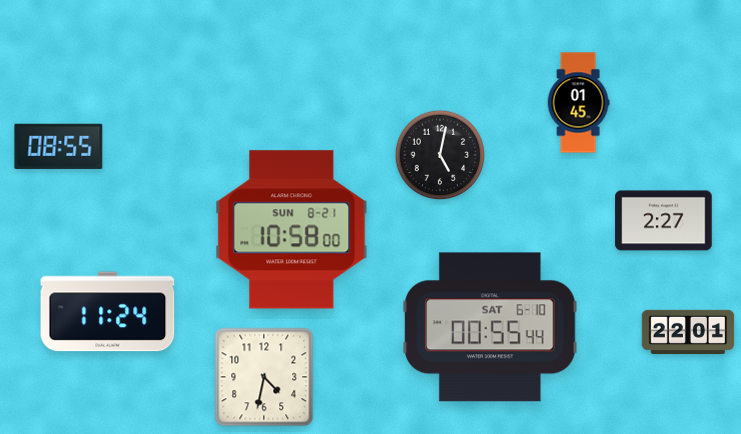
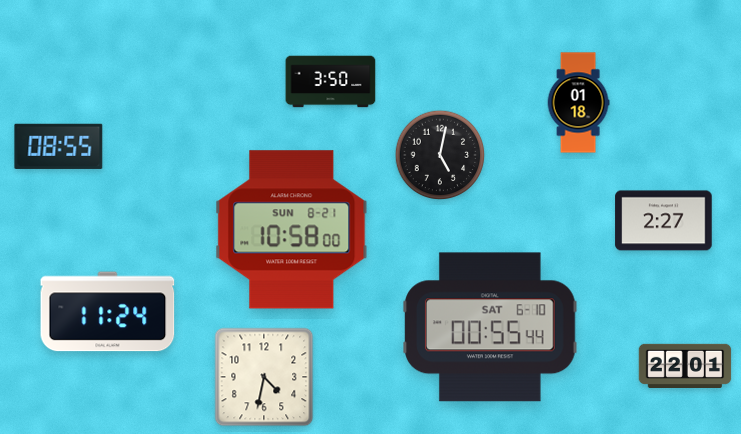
clock at (331, 82): none -> 3:50
clock at (578, 103): 01:45 -> 01:18
clock at (688, 331) position: (688, 331) -> (685, 365)
